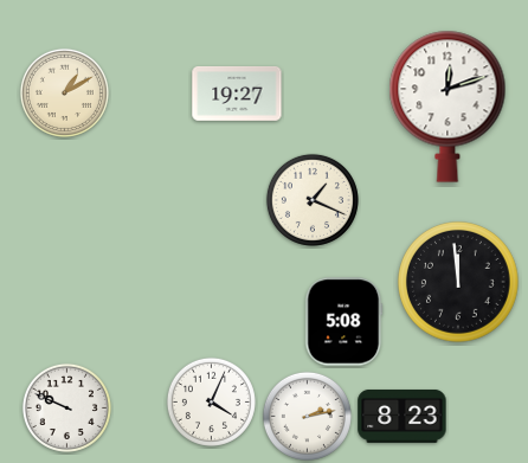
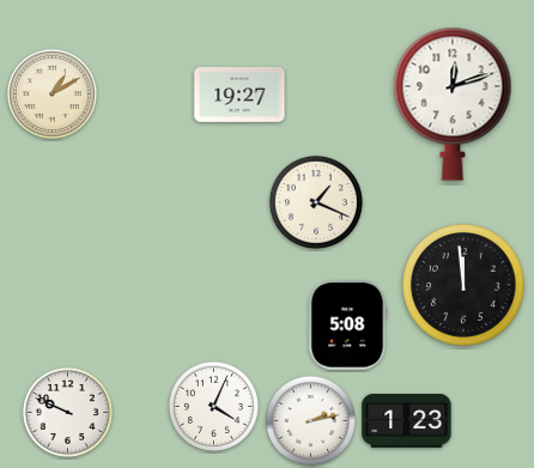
clock at (64, 92) position: (64, 92) -> (51, 93)
clock at (447, 107) position: (447, 107) -> (453, 104)
clock at (403, 416): 8:23 -> 1:23
